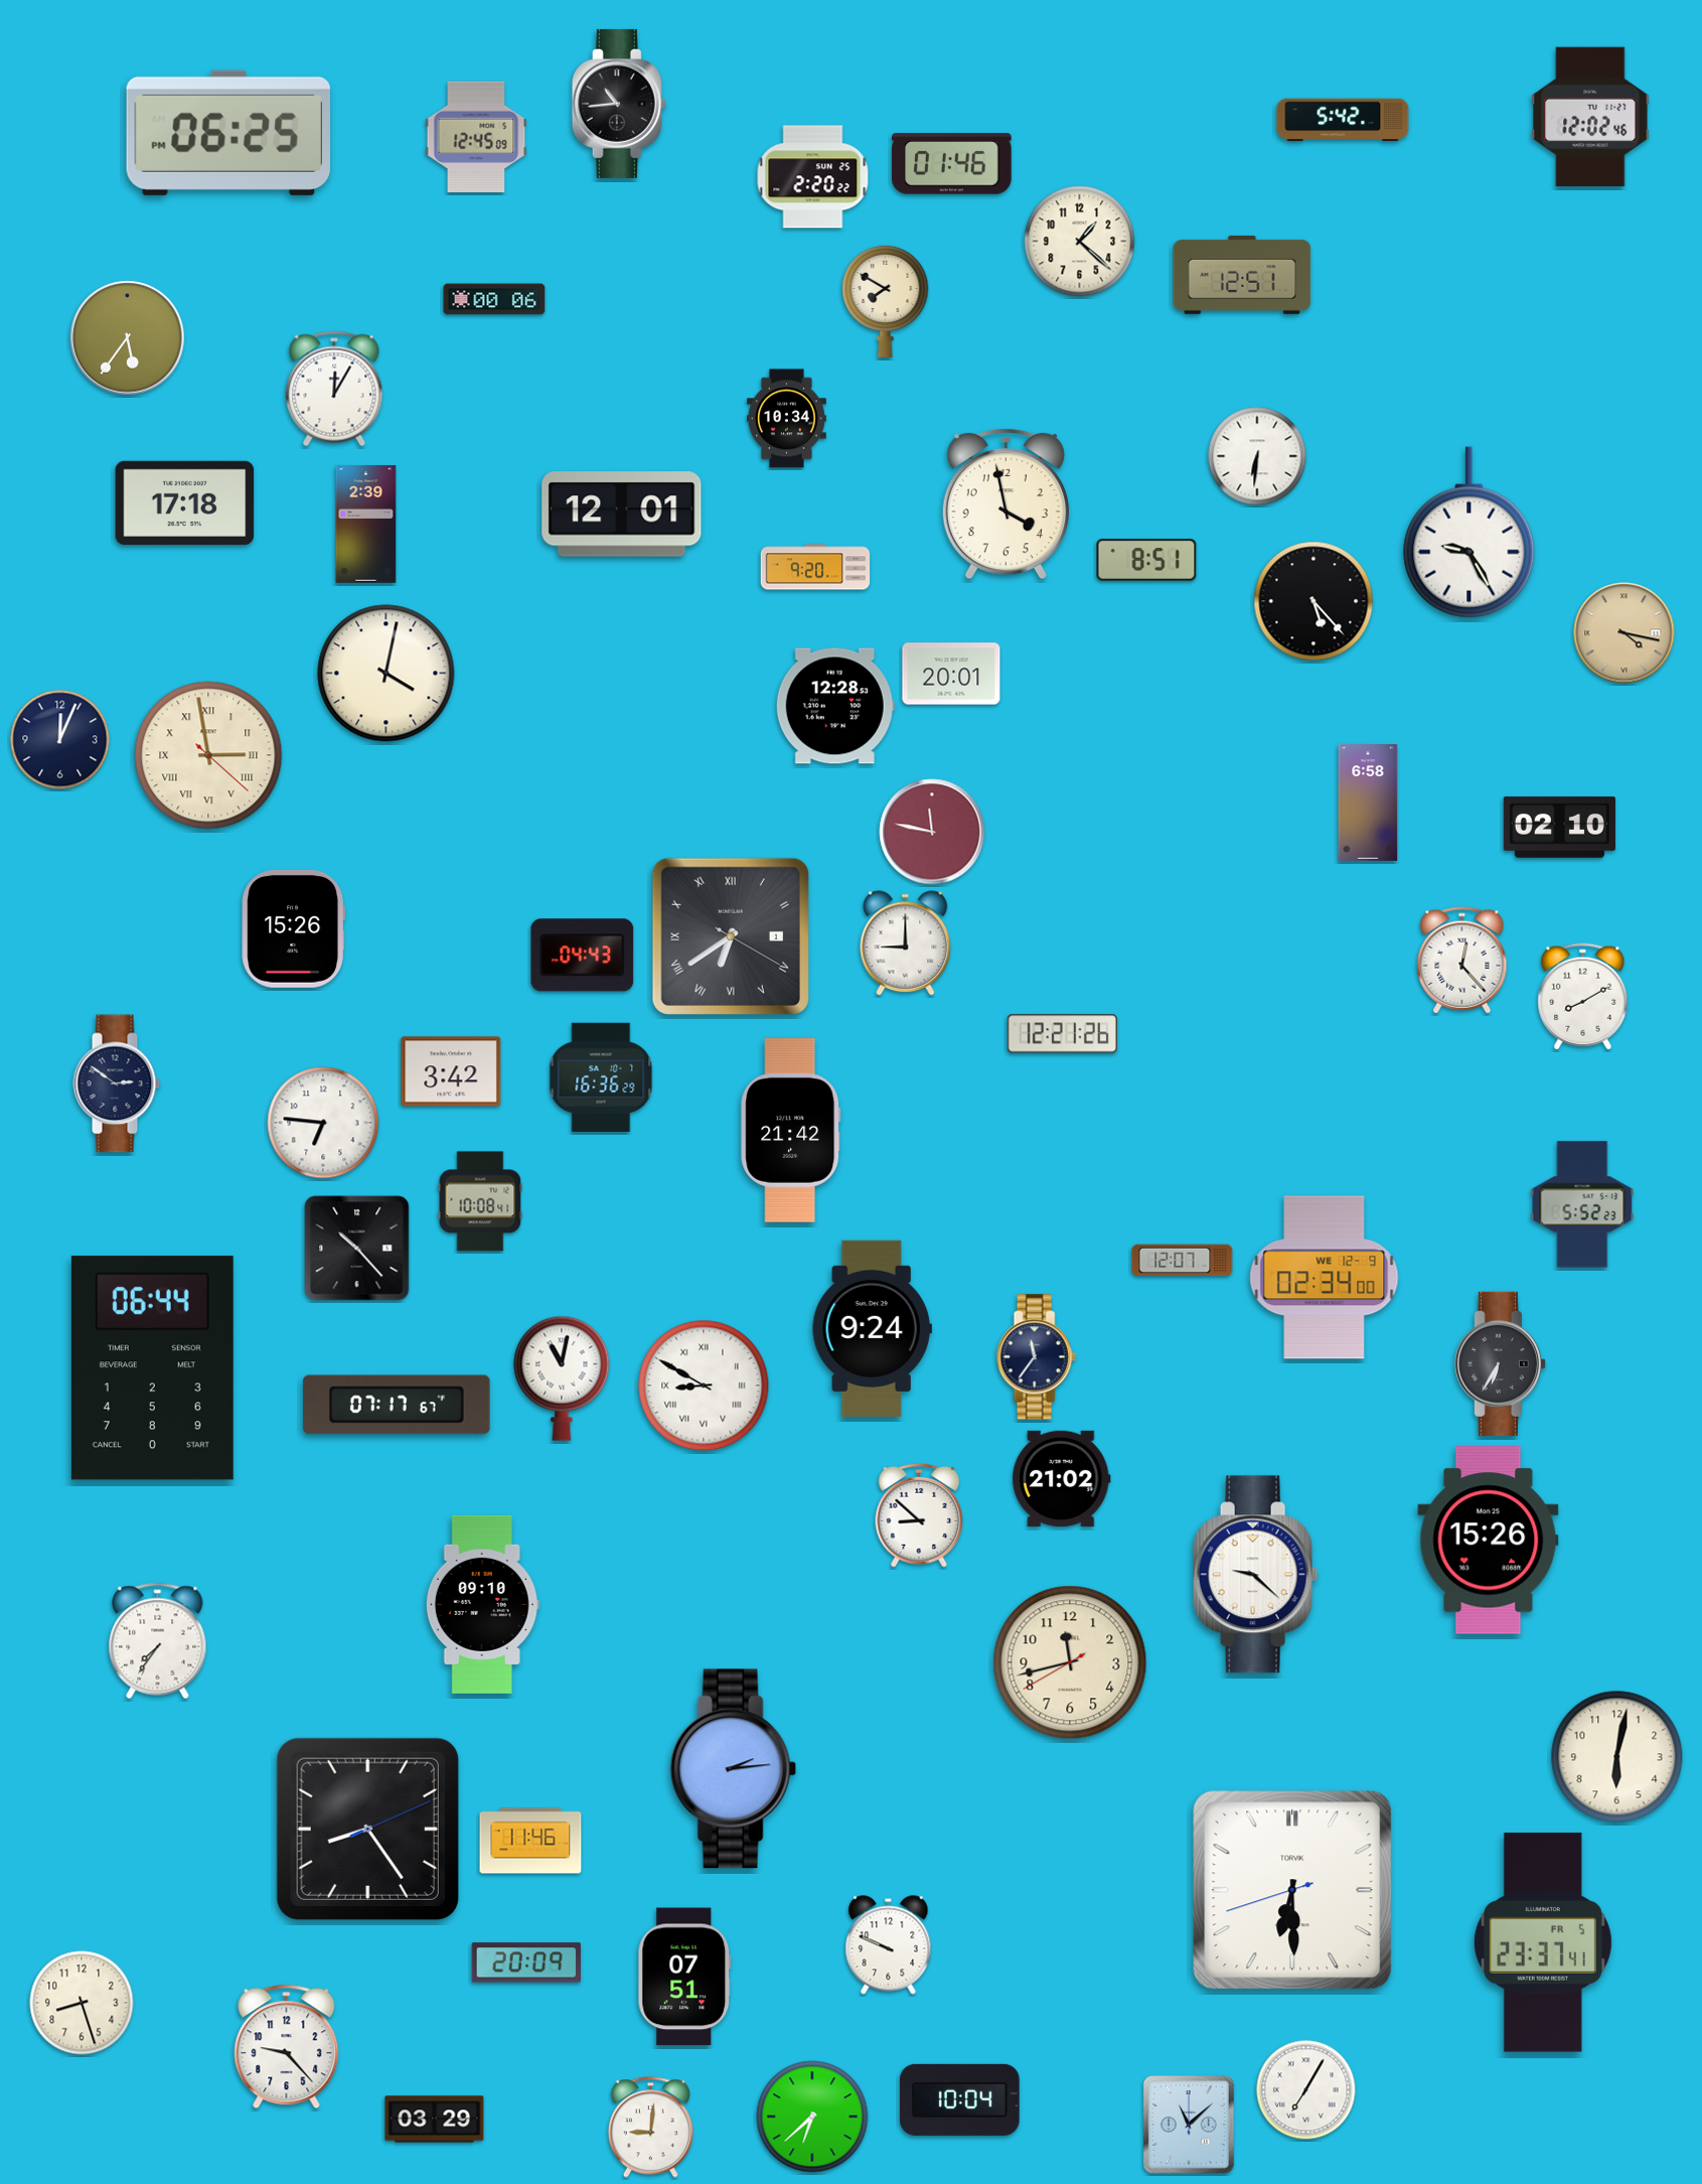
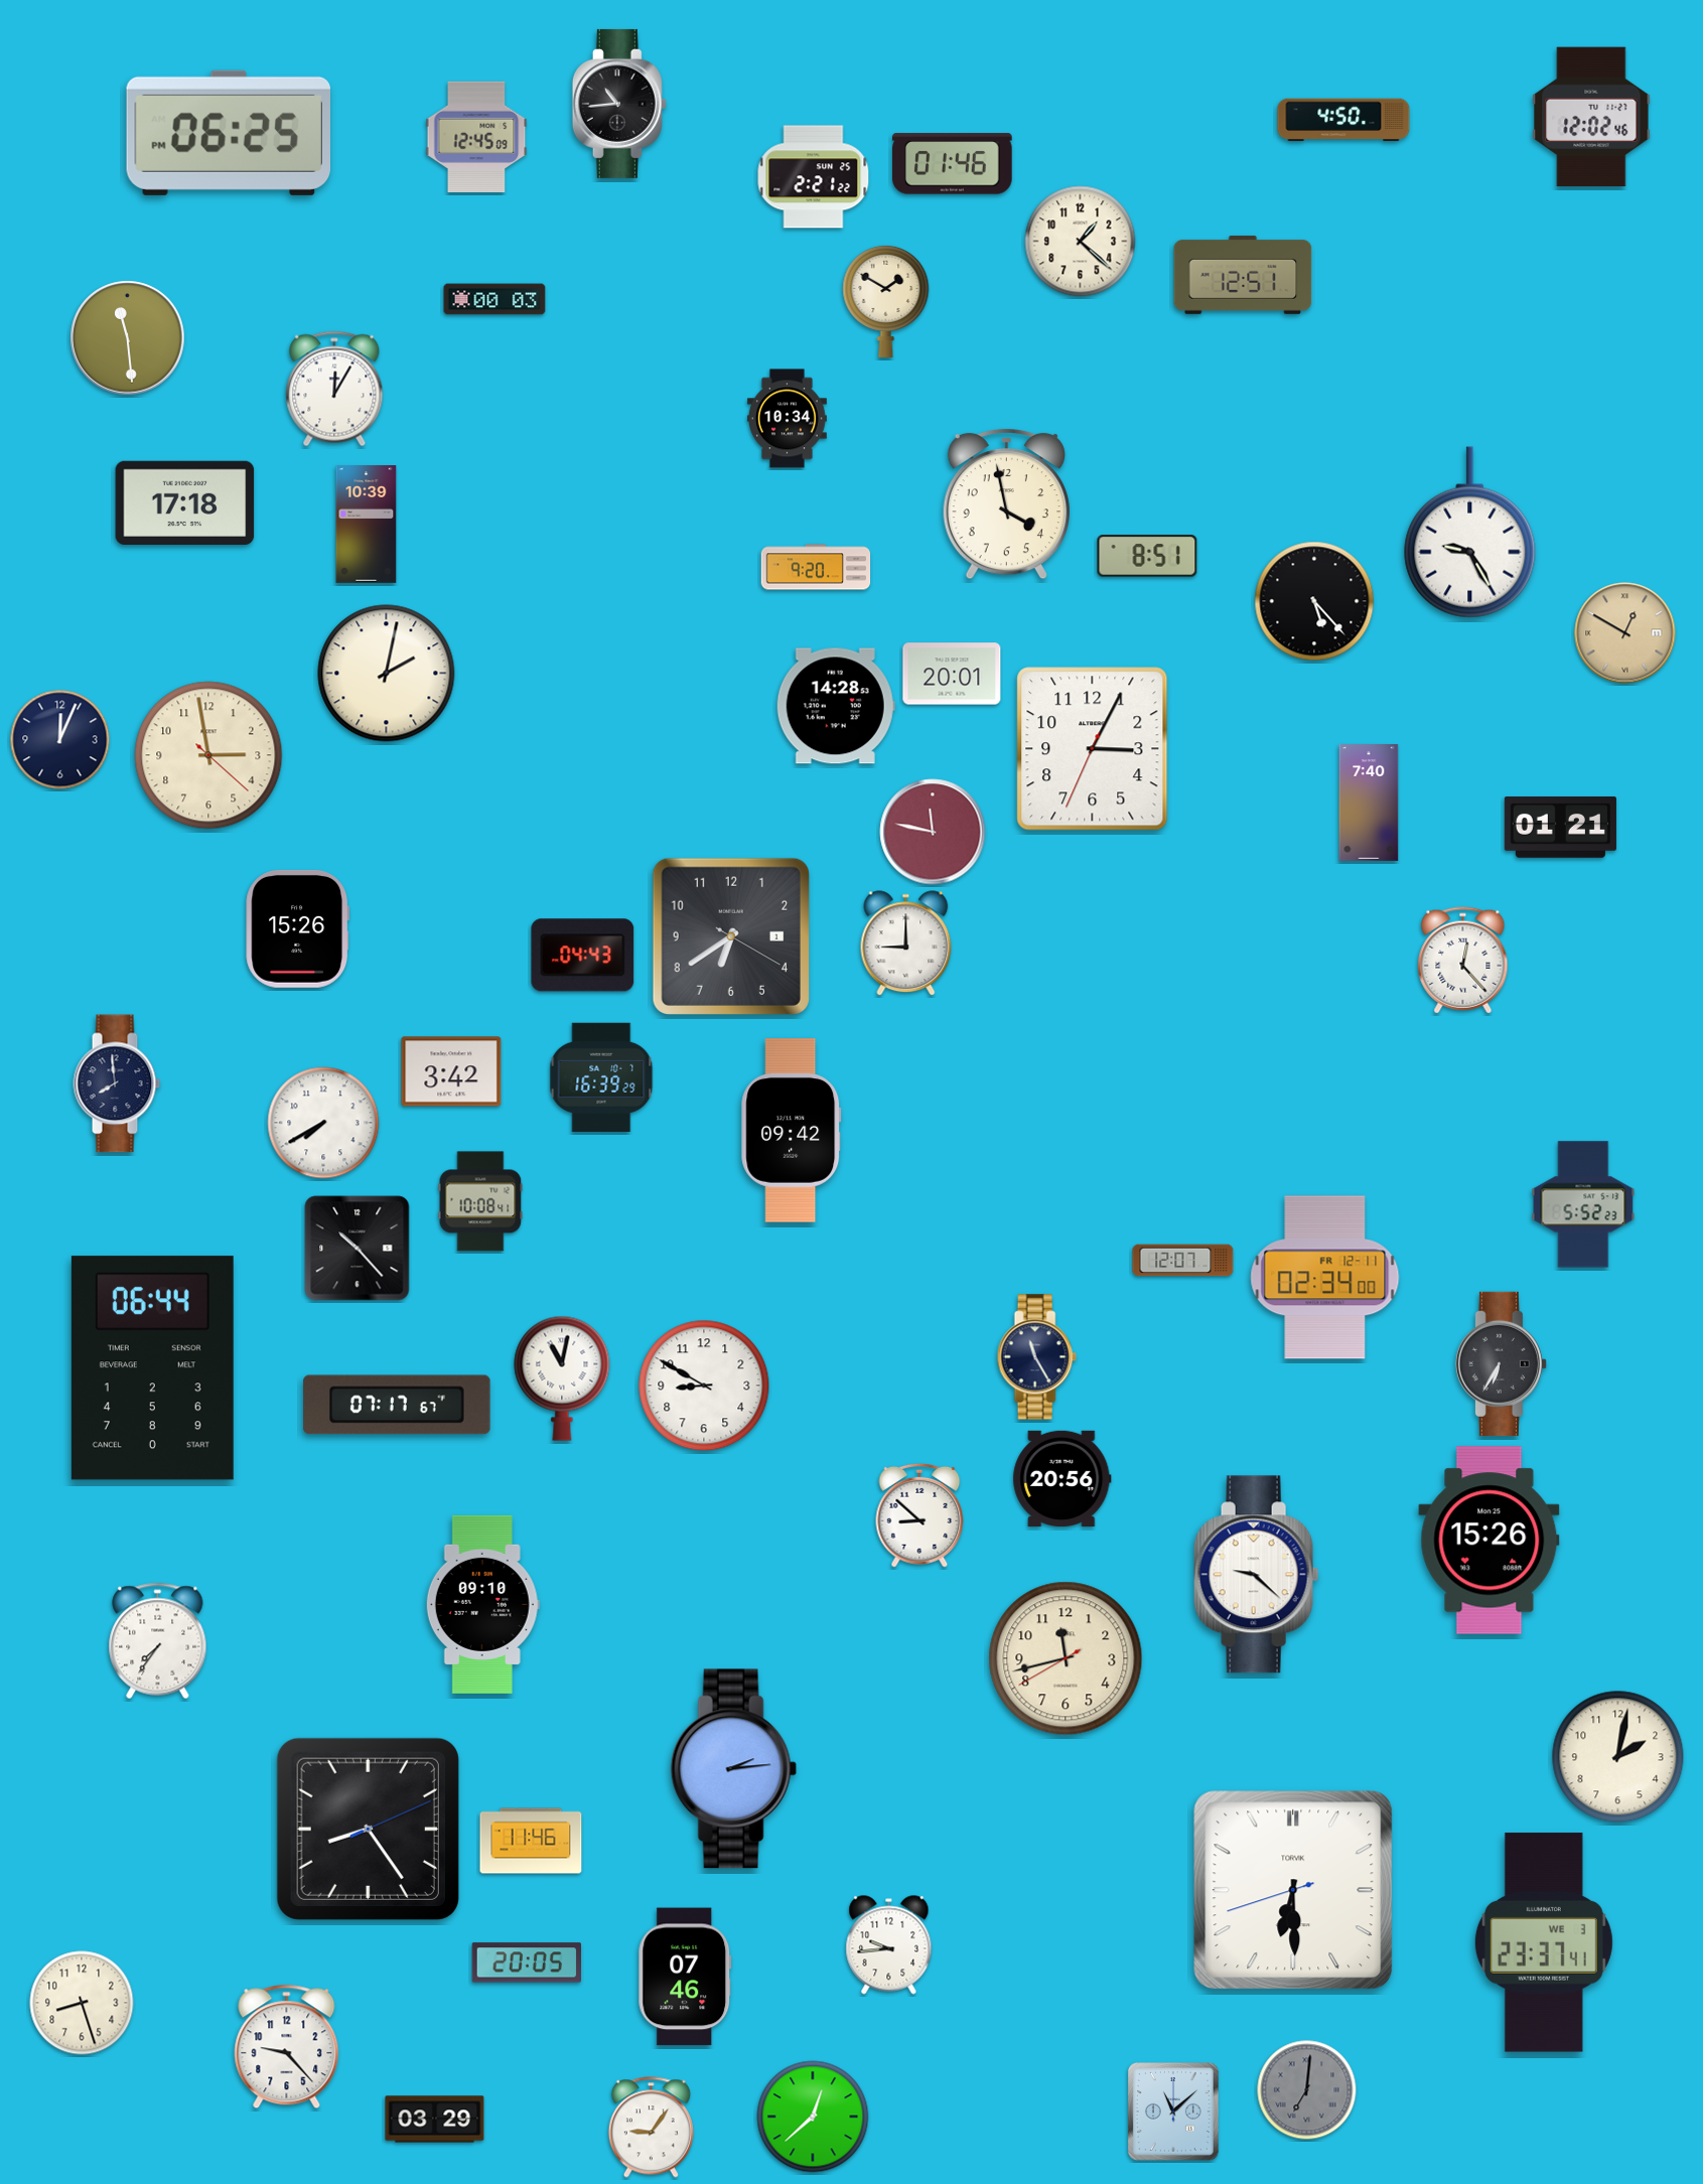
clock at (1343, 120): 5:42 -> 4:50
clock at (813, 177): 2:20 -> 2:21
clock at (494, 299): 00:06 -> 00:03
clock at (886, 301): 7:50 -> 1:50
clock at (128, 338): 5:36 -> 11:29
clock at (1257, 456): 6:31 -> none
clock at (622, 515): 12:01 -> none
clock at (366, 525): 2:39 -> 10:39
clock at (1146, 560) position: (1146, 560) -> (1147, 556)
clock at (1624, 633): 4:17 -> 12:50
clock at (386, 674): 4:02 -> 2:02
clock at (835, 706): 12:28 -> 14:28
clock at (1093, 749): none -> 3:04
clock at (208, 755) numerals: Roman -> Arabic
clock at (1368, 804): 6:58 -> 7:40
clock at (1559, 828): 02:10 -> 01:21
clock at (293, 928) position: (293, 928) -> (297, 928)
clock at (731, 936) numerals: Roman -> Arabic
clock at (1583, 997): 8:10 -> none
clock at (1062, 1034): 12:21 -> none
clock at (601, 1077): 16:36 -> 16:39
clock at (117, 1083): 2:51 -> 7:59
clock at (323, 1123): 6:46 -> 7:40
clock at (791, 1131): 21:42 -> 09:42
clock at (1325, 1278) date: WE 12-9 -> FR 12-11
clock at (872, 1328): 9:24 -> none
clock at (1036, 1357): 11:36 -> 11:25
clock at (704, 1386) numerals: Roman -> Arabic
clock at (1062, 1478): 21:02 -> 20:56
clock at (1070, 1662) position: (1070, 1662) -> (1066, 1658)
clock at (1617, 1757): 6:02 -> 2:02
clock at (1543, 1942) date: FR 5 -> WE 3
clock at (889, 1945): 9:49 -> 9:44
clock at (525, 1962): 20:09 -> 20:05
clock at (684, 1977): 07:51 -> 07:46
clock at (1306, 2090): 7:05 -> 7:01
clock at (1306, 2090) dial: white -> grey
clock at (960, 2099): 10:04 -> none
clock at (812, 2117): 6:38 -> 12:38
clock at (1190, 2126) position: (1190, 2126) -> (1174, 2113)
clock at (650, 2128): 9:01 -> 9:06
